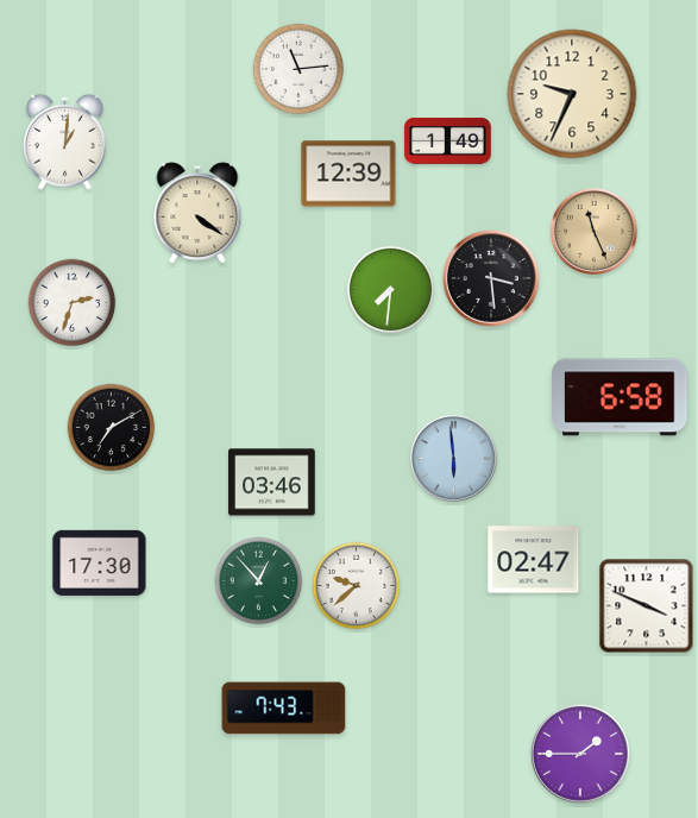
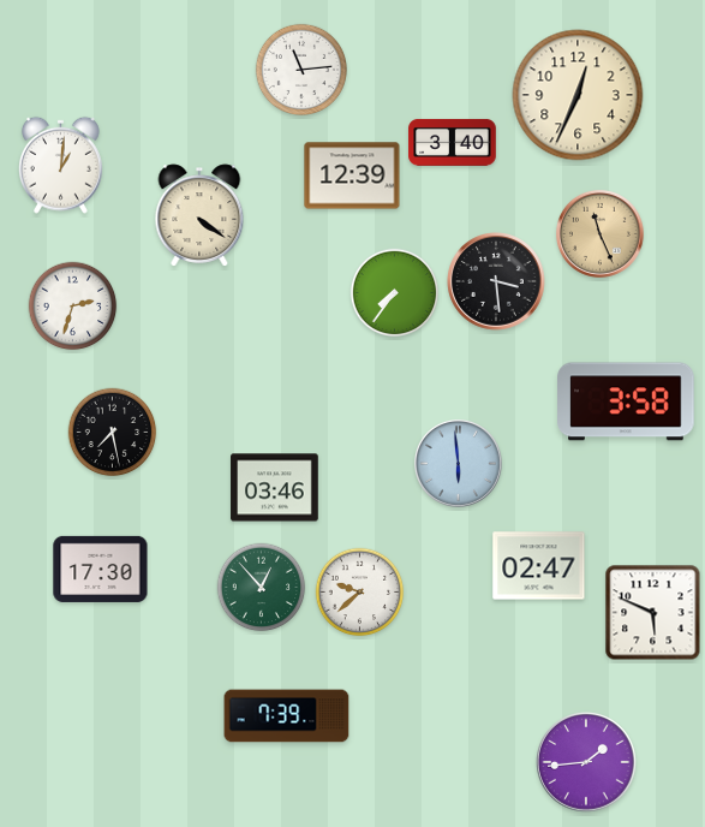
clock at (572, 94): 9:34 -> 12:34
clock at (448, 140): 1:49 -> 3:40
clock at (64, 141) position: (64, 141) -> (60, 165)
clock at (391, 290): 7:31 -> 7:36
clock at (620, 397): 6:58 -> 3:58
clock at (112, 428): 7:10 -> 7:28
clock at (647, 606): 3:49 -> 5:49
clock at (284, 709): 7:43 -> 7:39
clock at (580, 754): 1:45 -> 1:44
